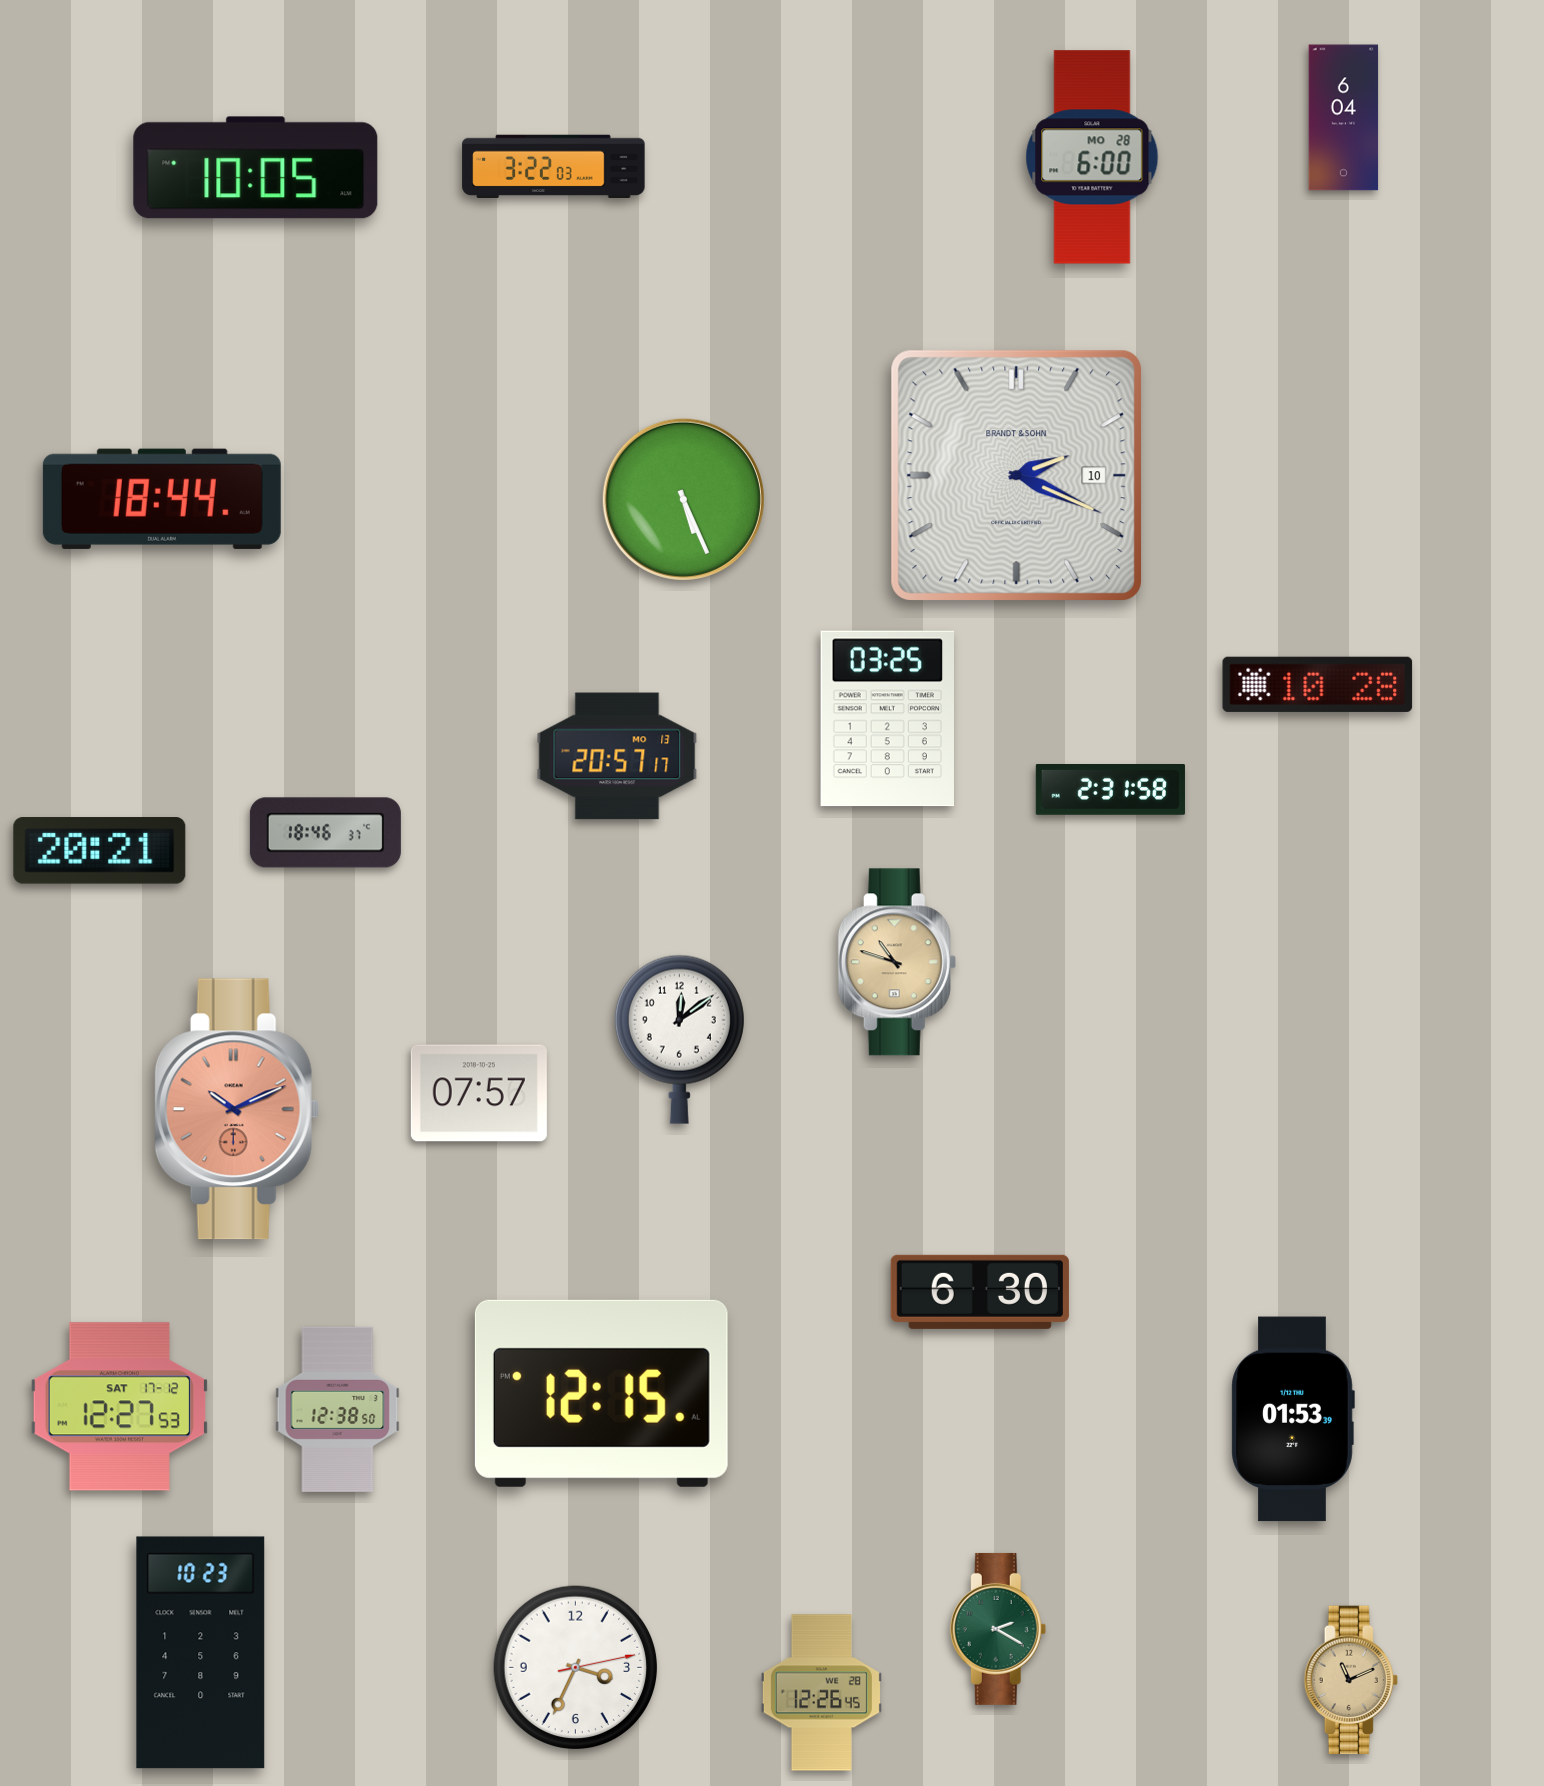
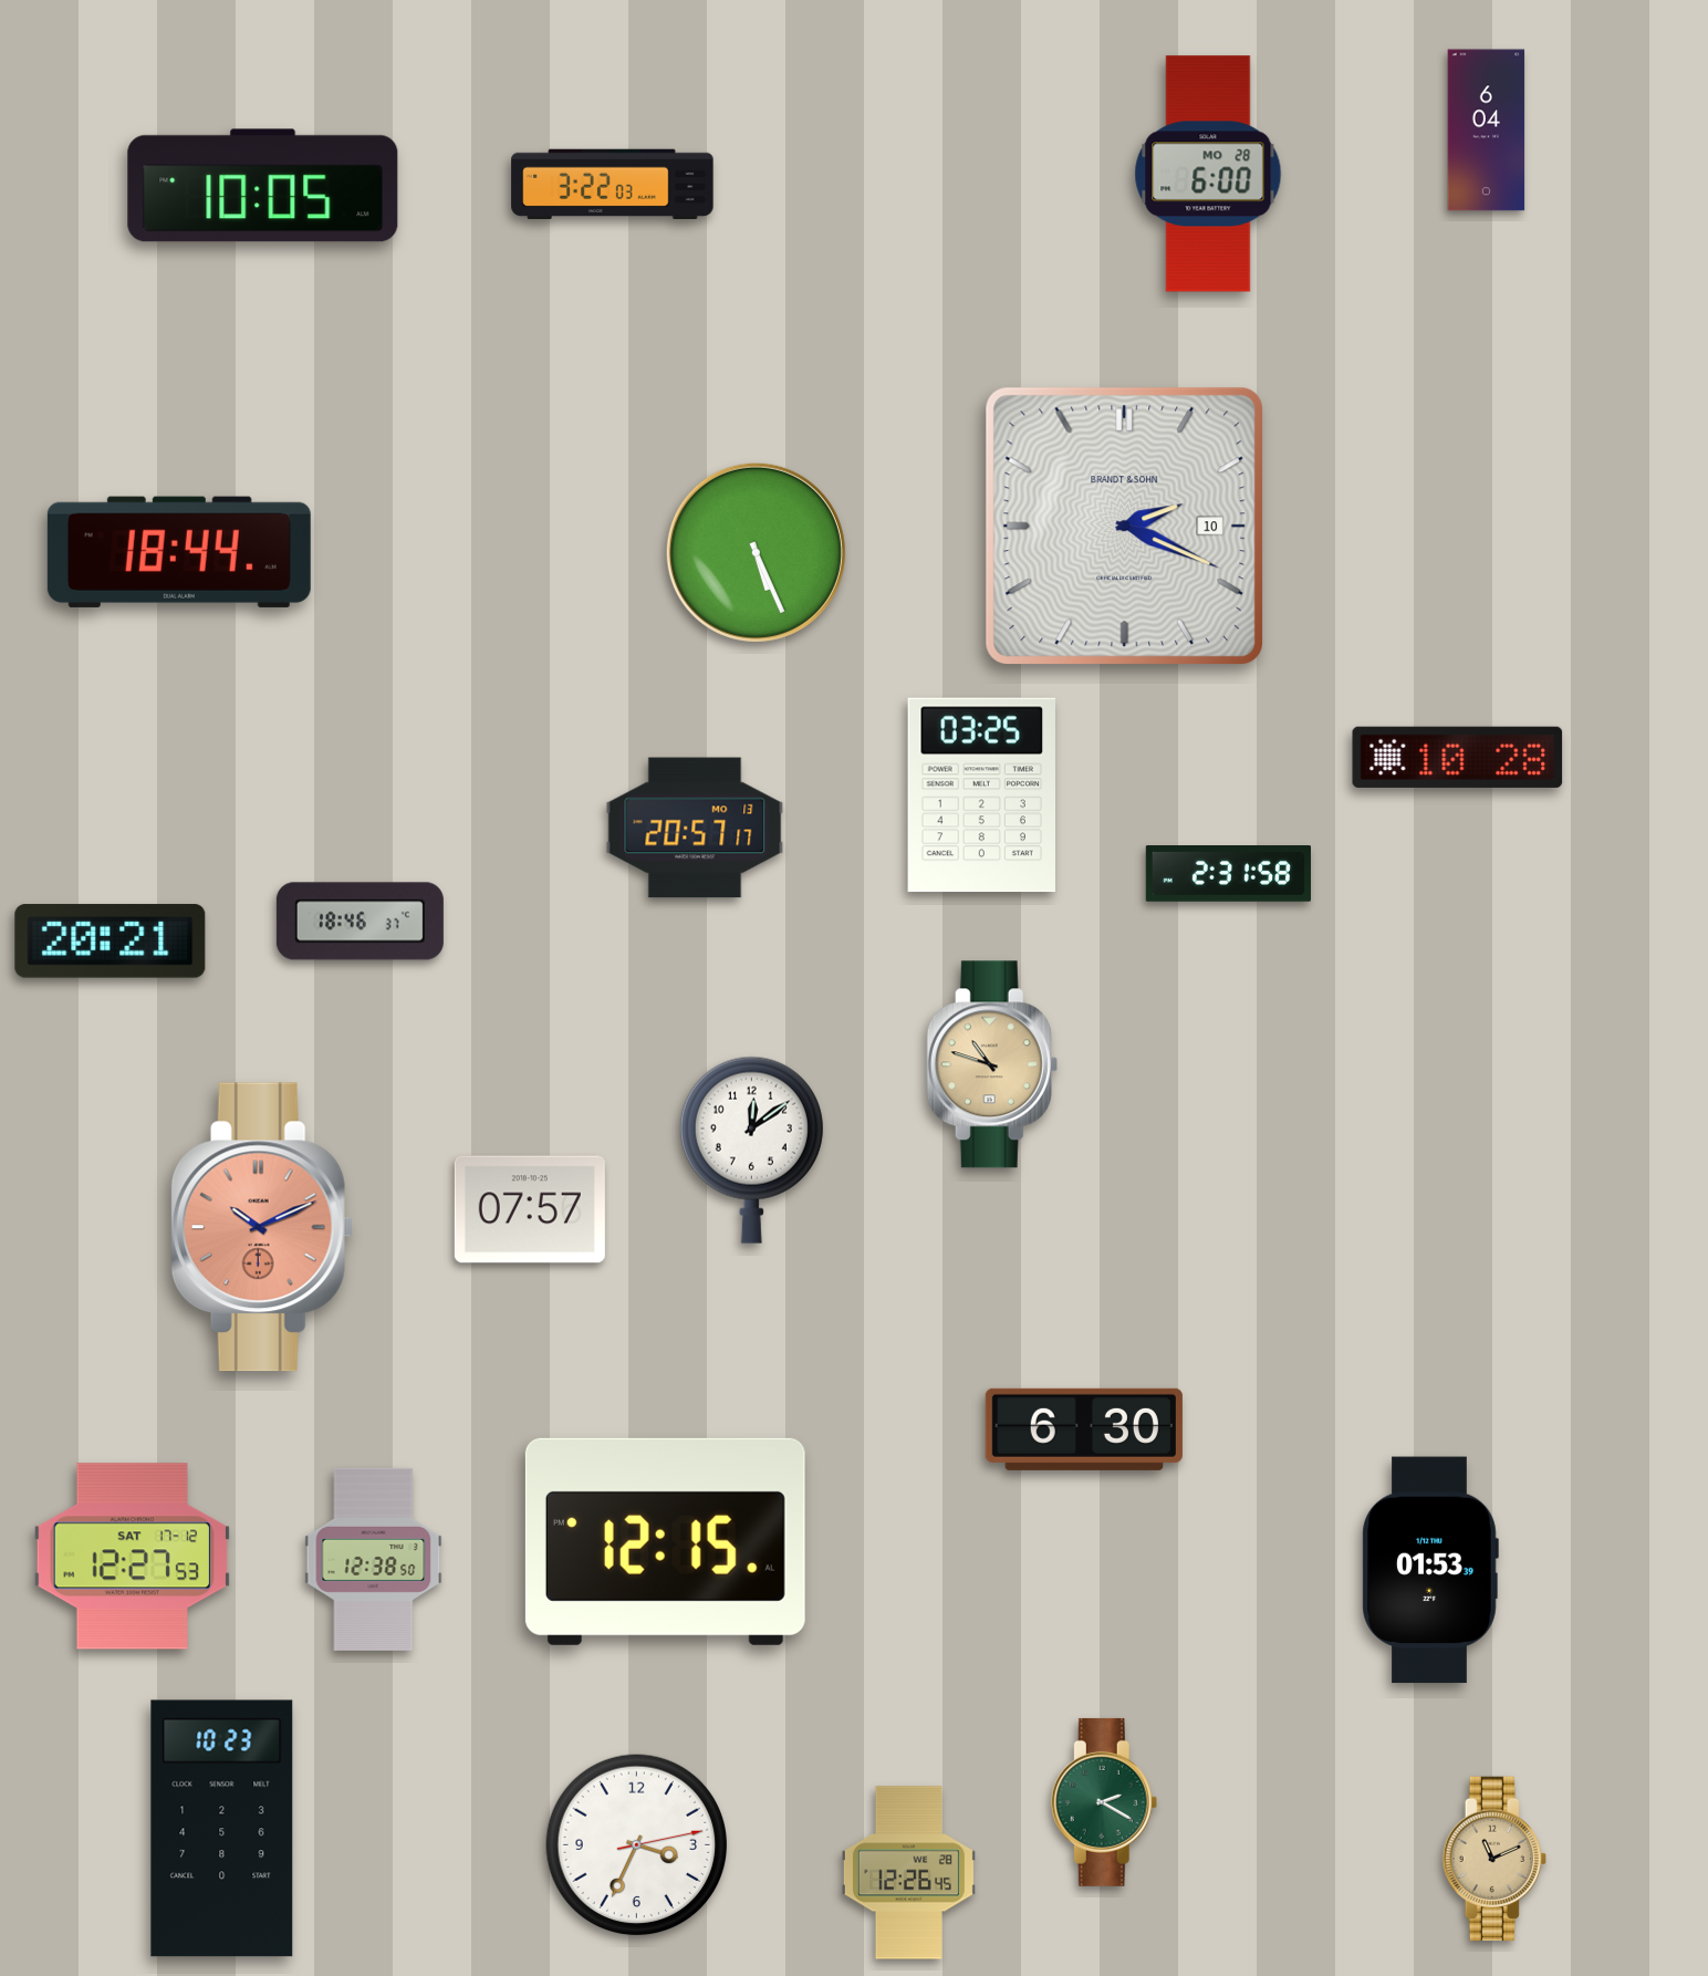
clock at (256, 168) position: (256, 168) -> (263, 186)
clock at (617, 756) position: (617, 756) -> (695, 828)
